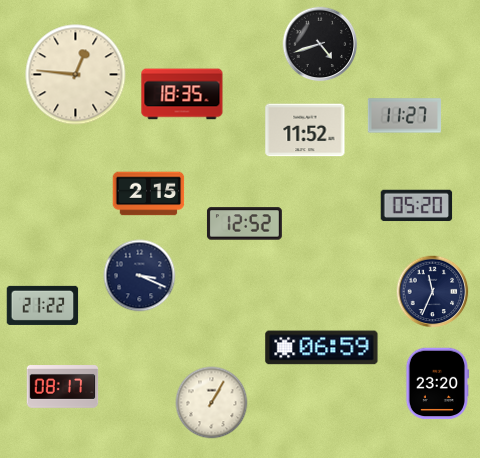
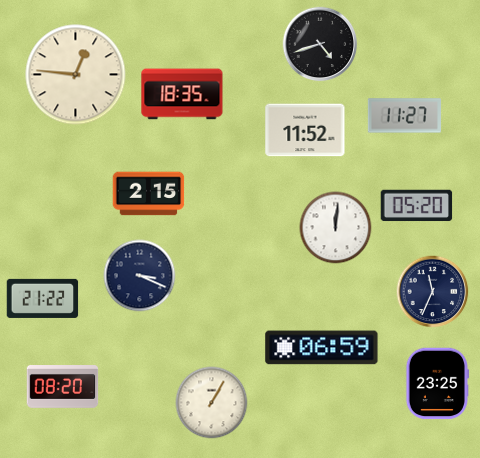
clock at (244, 224): 12:52 -> none
clock at (336, 228): none -> 12:01
clock at (43, 305) position: (43, 305) -> (43, 298)
clock at (436, 384): 23:20 -> 23:25
clock at (63, 387): 08:17 -> 08:20
